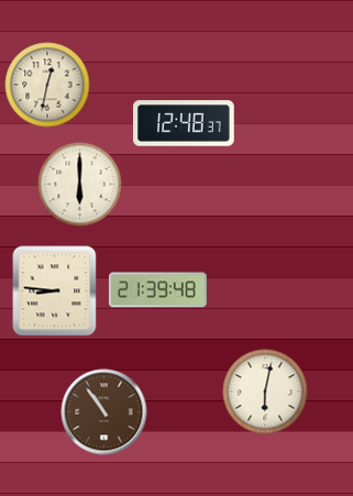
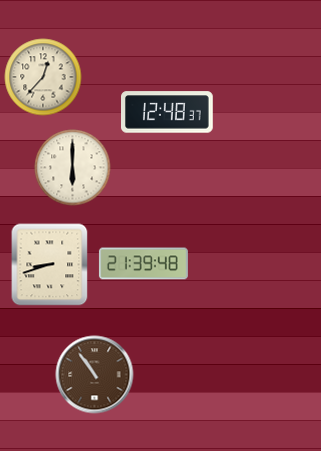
clock at (47, 85): 12:32 -> 12:37
clock at (55, 291): 8:46 -> 8:42
clock at (265, 392): 6:02 -> none
